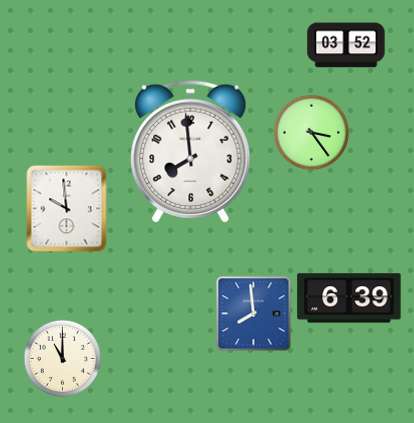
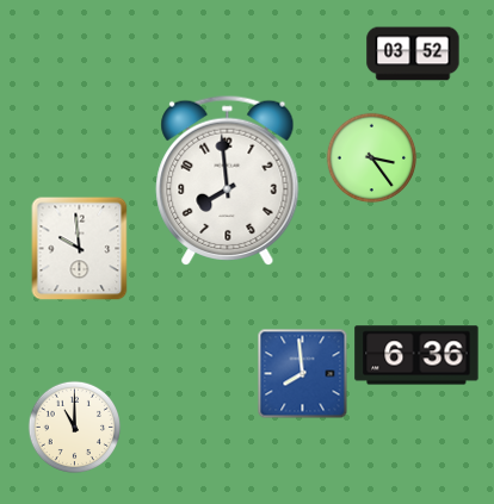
clock at (349, 298): 6:39 -> 6:36
